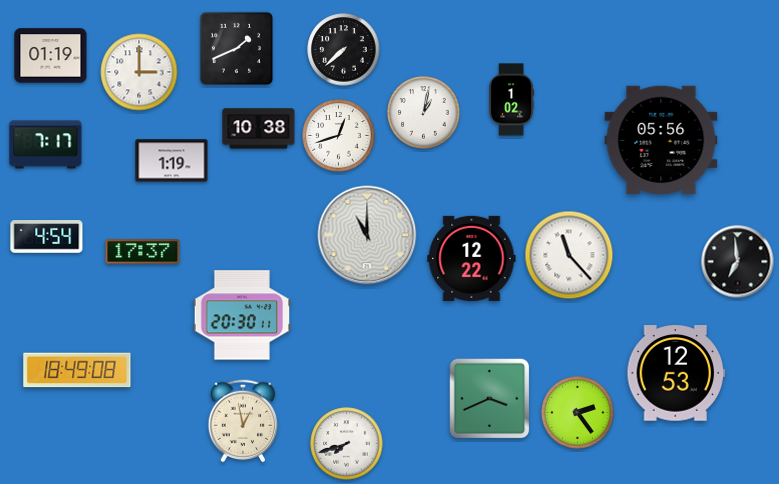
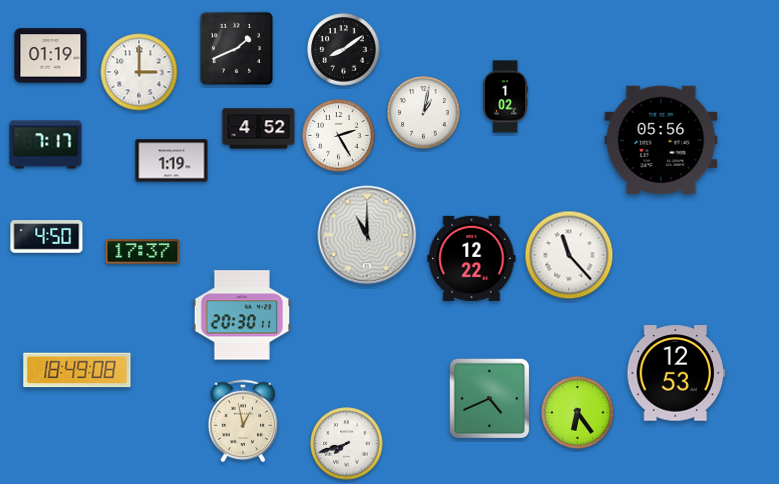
clock at (344, 50): 7:38 -> 8:09
clock at (512, 100) position: (512, 100) -> (506, 97)
clock at (259, 129): 10:38 -> 4:52
clock at (339, 136): 12:42 -> 2:25
clock at (47, 237): 4:54 -> 4:50
clock at (738, 262): 6:59 -> none
clock at (490, 399): 3:41 -> 4:41
clock at (578, 413): 2:24 -> 6:24
